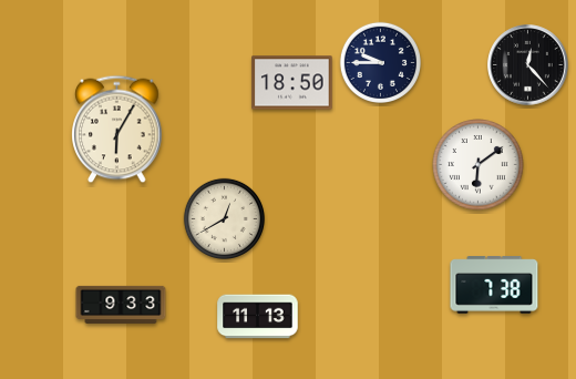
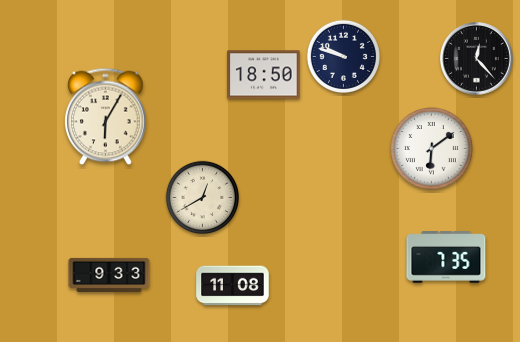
clock at (380, 62): 9:45 -> 9:48
clock at (494, 285): 7:38 -> 7:35
clock at (258, 317): 11:13 -> 11:08
